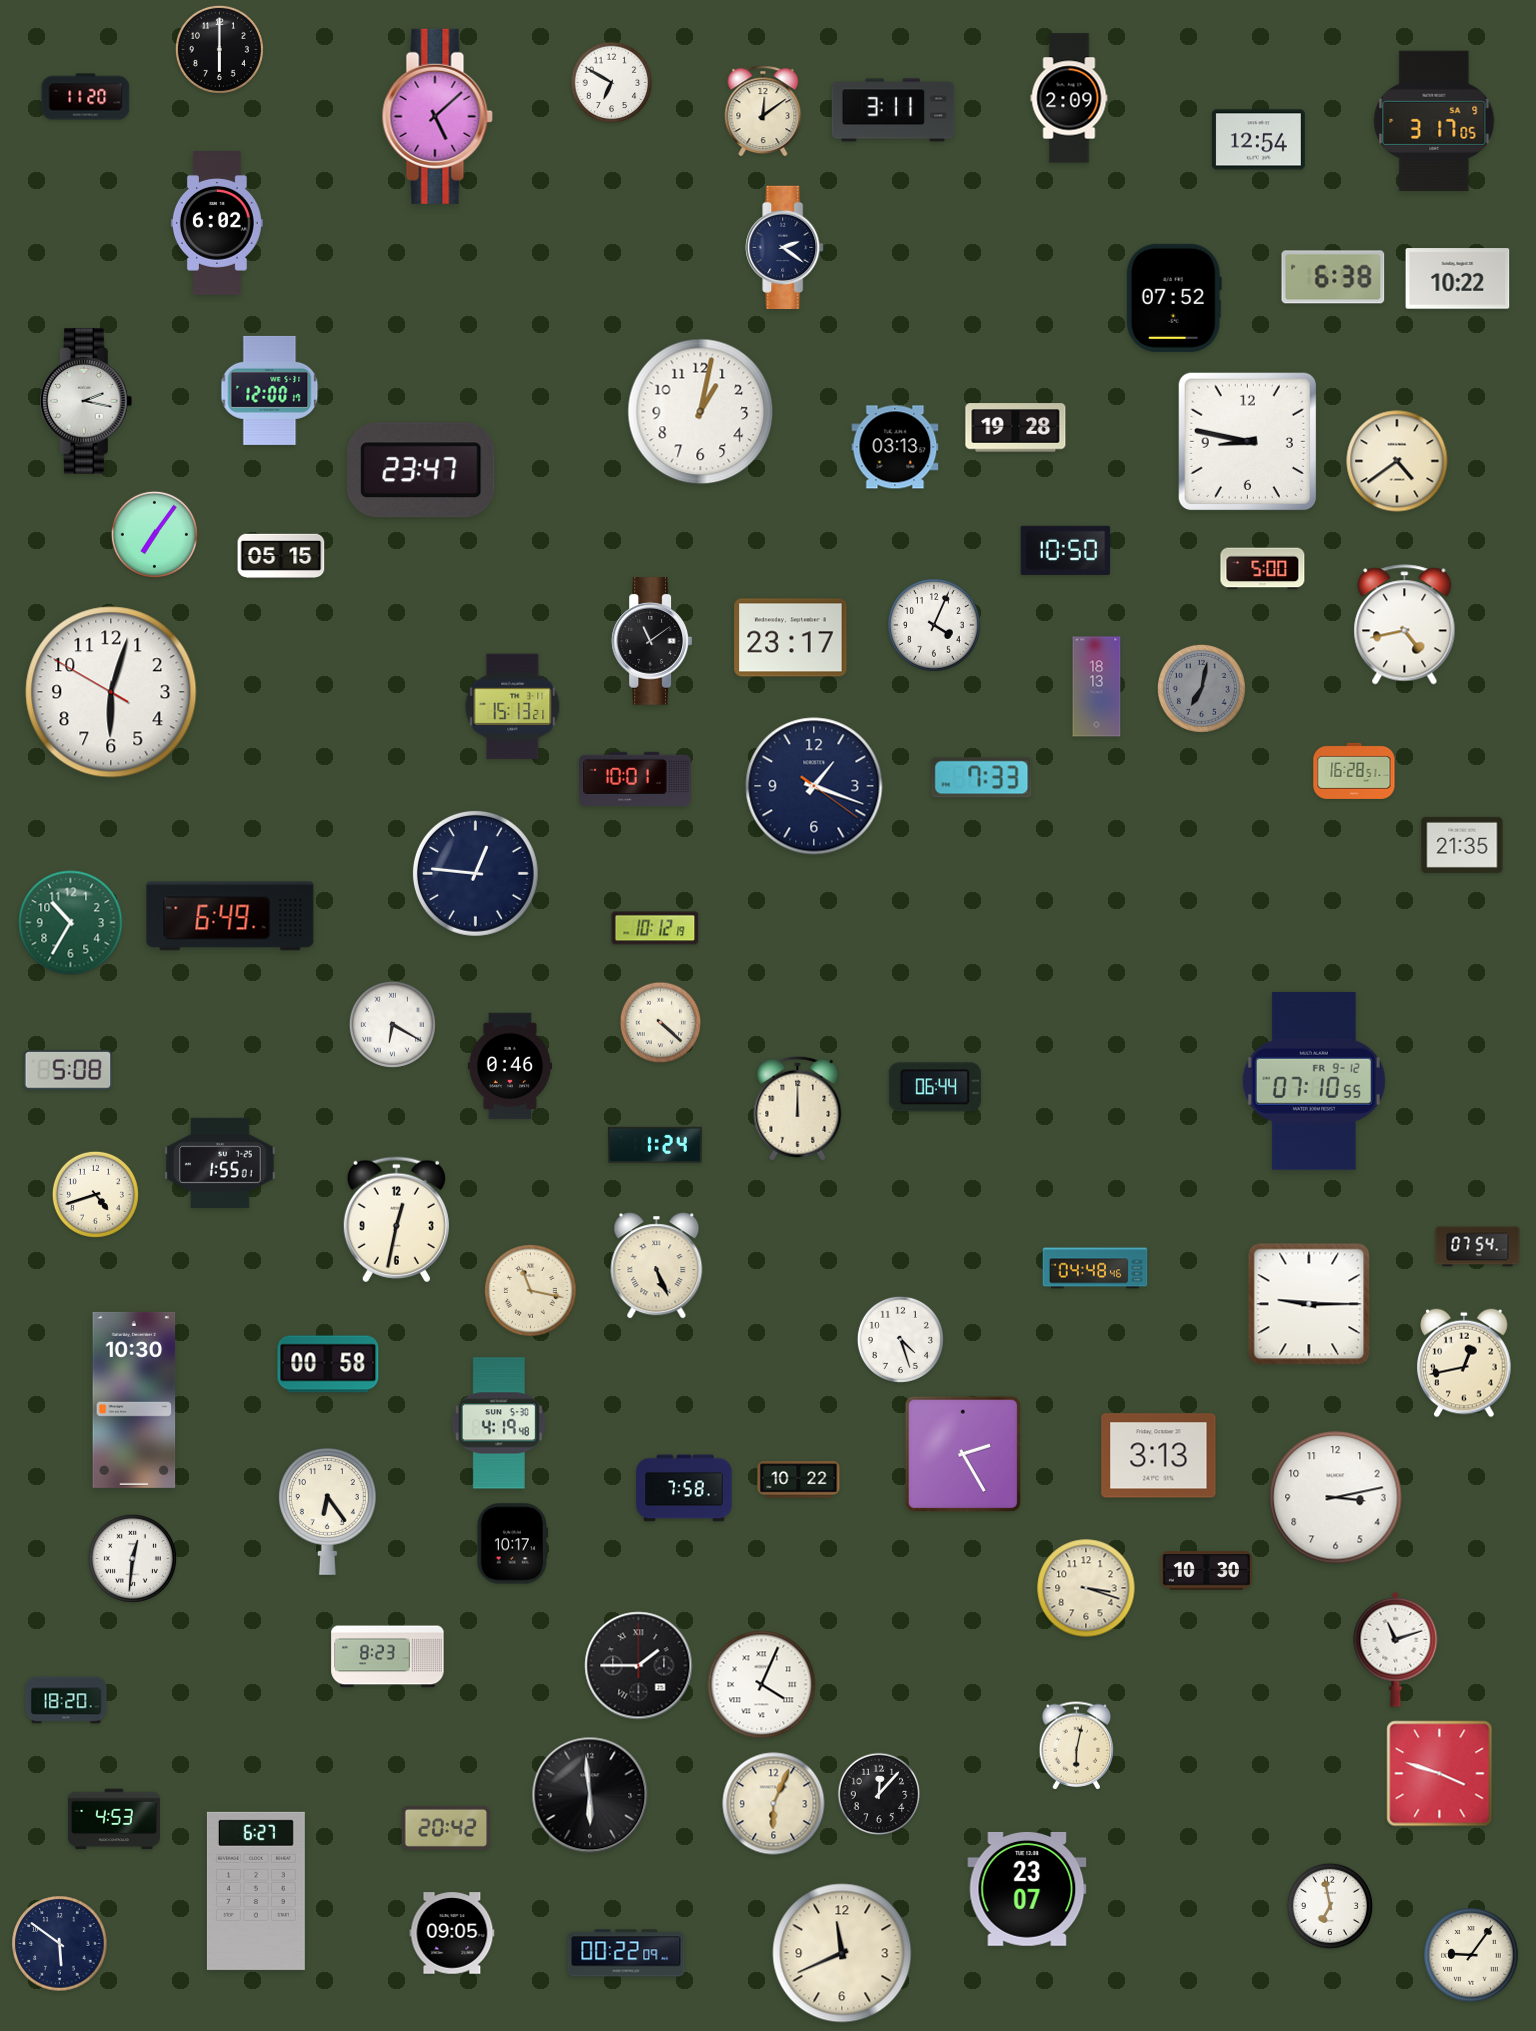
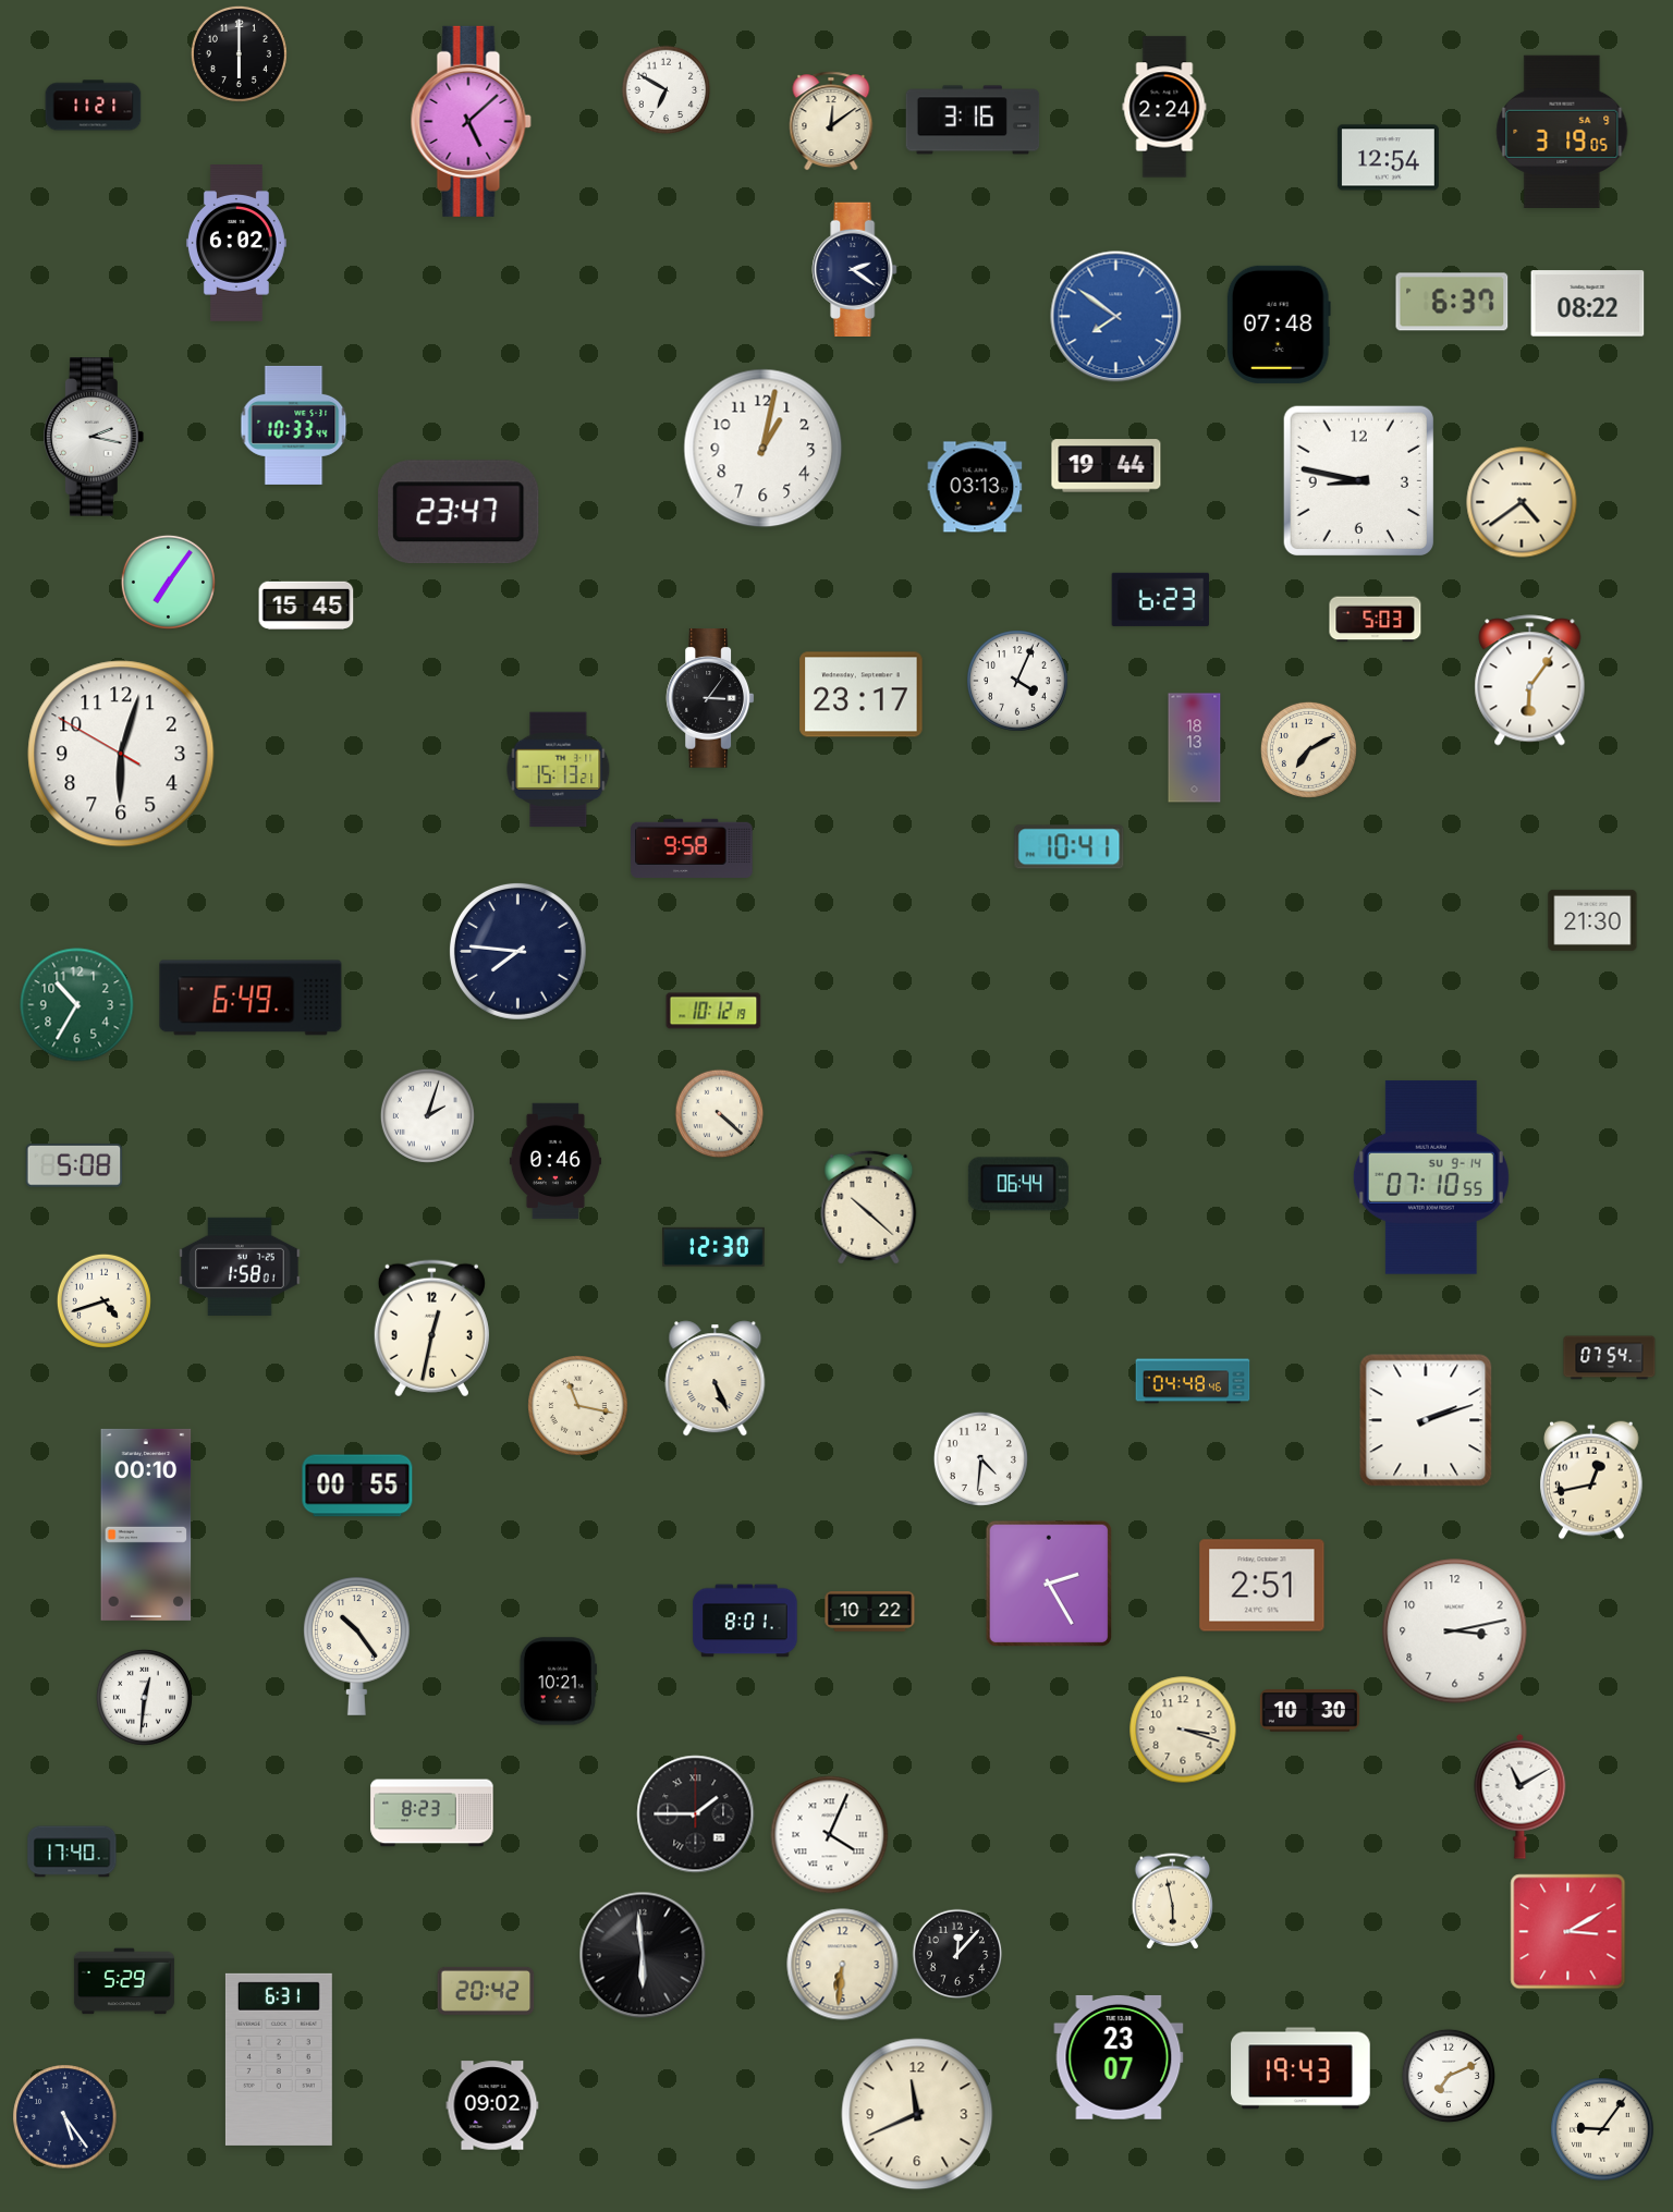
clock at (86, 97): 11:20 -> 11:21
clock at (1069, 98): 2:09 -> 2:24
clock at (893, 110): 3:11 -> 3:16
clock at (437, 116) position: (437, 116) -> (471, 121)
clock at (1434, 121): 3:17 -> 3:19
clock at (1258, 140) position: (1258, 140) -> (1388, 158)
clock at (1333, 277): 6:38 -> 6:37
clock at (1458, 279): 10:22 -> 08:22
clock at (1116, 317): none -> 7:51
clock at (1174, 298): 07:52 -> 07:48
clock at (270, 390): 12:00 -> 10:33
clock at (1016, 428): 19:28 -> 19:44
clock at (1066, 550): 10:50 -> 6:23
clock at (281, 555): 05:15 -> 15:45
clock at (1263, 569): 5:00 -> 5:03
clock at (1405, 625): 4:43 -> 6:06
clock at (652, 641): 11:09 -> 3:06
clock at (1201, 688): 7:02 -> 7:10
clock at (1201, 688) dial: grey -> cream
clock at (1354, 771): 16:28 -> none
clock at (982, 778): 7:33 -> 10:41
clock at (635, 779): 10:01 -> 9:58
clock at (814, 786): 1:18 -> none
clock at (1462, 845): 21:35 -> 21:30
clock at (475, 873): 12:46 -> 7:46
clock at (392, 1024): 6:20 -> 2:03
clock at (1314, 1081) date: FR 9-12 -> SU 9-14
clock at (798, 1108): 12:00 -> 10:22
clock at (656, 1145): 1:24 -> 12:30
clock at (220, 1163): 1:55 -> 1:58
clock at (1309, 1304): 9:15 -> 2:12
clock at (900, 1339): 4:27 -> 4:31
clock at (1464, 1363) position: (1464, 1363) -> (1591, 1480)
clock at (328, 1364): 00:58 -> 00:55
clock at (134, 1400): 10:30 -> 00:10
clock at (499, 1423): 4:19 -> none
clock at (1159, 1456): 3:13 -> 2:51
clock at (684, 1488): 7:58 -> 8:01
clock at (327, 1511): 6:24 -> 10:24
clock at (512, 1544): 10:17 -> 10:21
clock at (1206, 1571) position: (1206, 1571) -> (1309, 1711)
clock at (1396, 1649): 11:12 -> 11:10
clock at (388, 1657) position: (388, 1657) -> (432, 1813)
clock at (66, 1700): 18:20 -> 17:40
clock at (1077, 1746): 6:02 -> 5:58
clock at (1440, 1774): 3:48 -> 3:10
clock at (774, 1804): 6:04 -> 6:31
clock at (114, 1819): 4:53 -> 5:29
clock at (256, 1891): 6:27 -> 6:31
clock at (1300, 2068): none -> 19:43
clock at (1330, 1906): 6:58 -> 7:11
clock at (452, 1933): 09:05 -> 09:02
clock at (60, 1944): 5:51 -> 5:24
clock at (626, 1953): 00:22 -> none
clock at (842, 1953) position: (842, 1953) -> (917, 2114)
